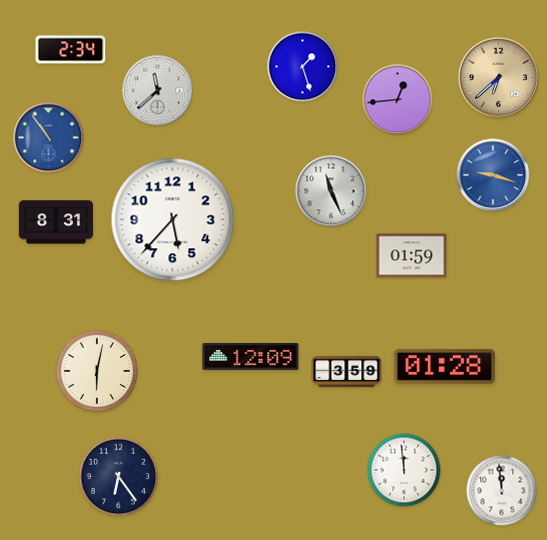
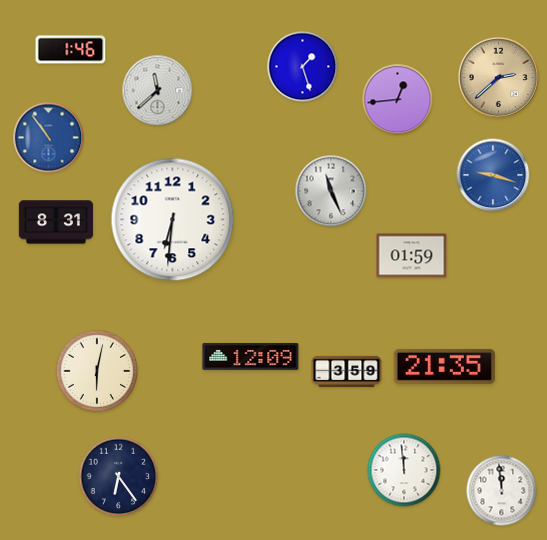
clock at (71, 50): 2:34 -> 1:46
clock at (498, 77): 6:38 -> 2:38
clock at (173, 220): 5:37 -> 6:31
clock at (444, 366): 01:28 -> 21:35
